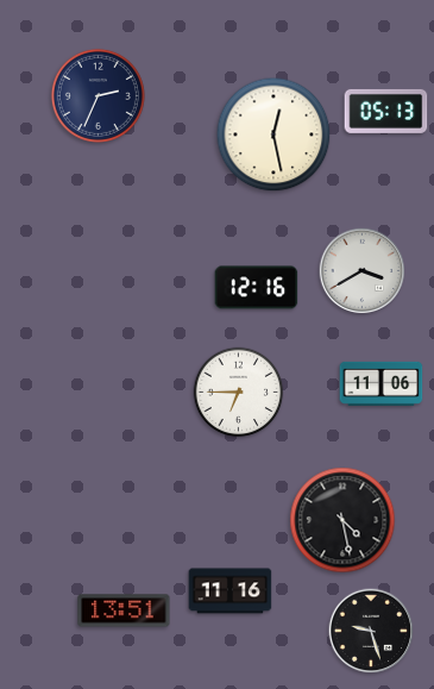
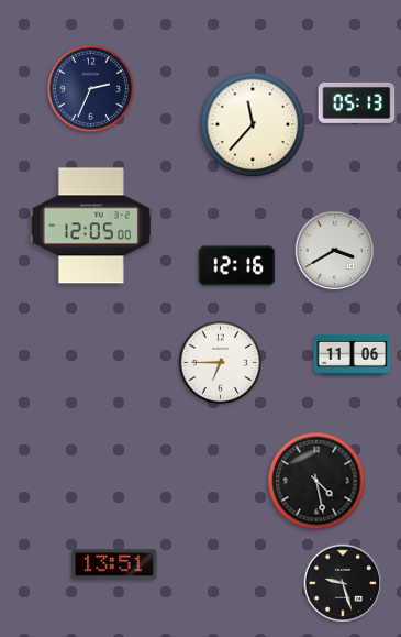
clock at (273, 134): 12:28 -> 11:37
clock at (91, 226): none -> 12:05
clock at (231, 591): 11:16 -> none
